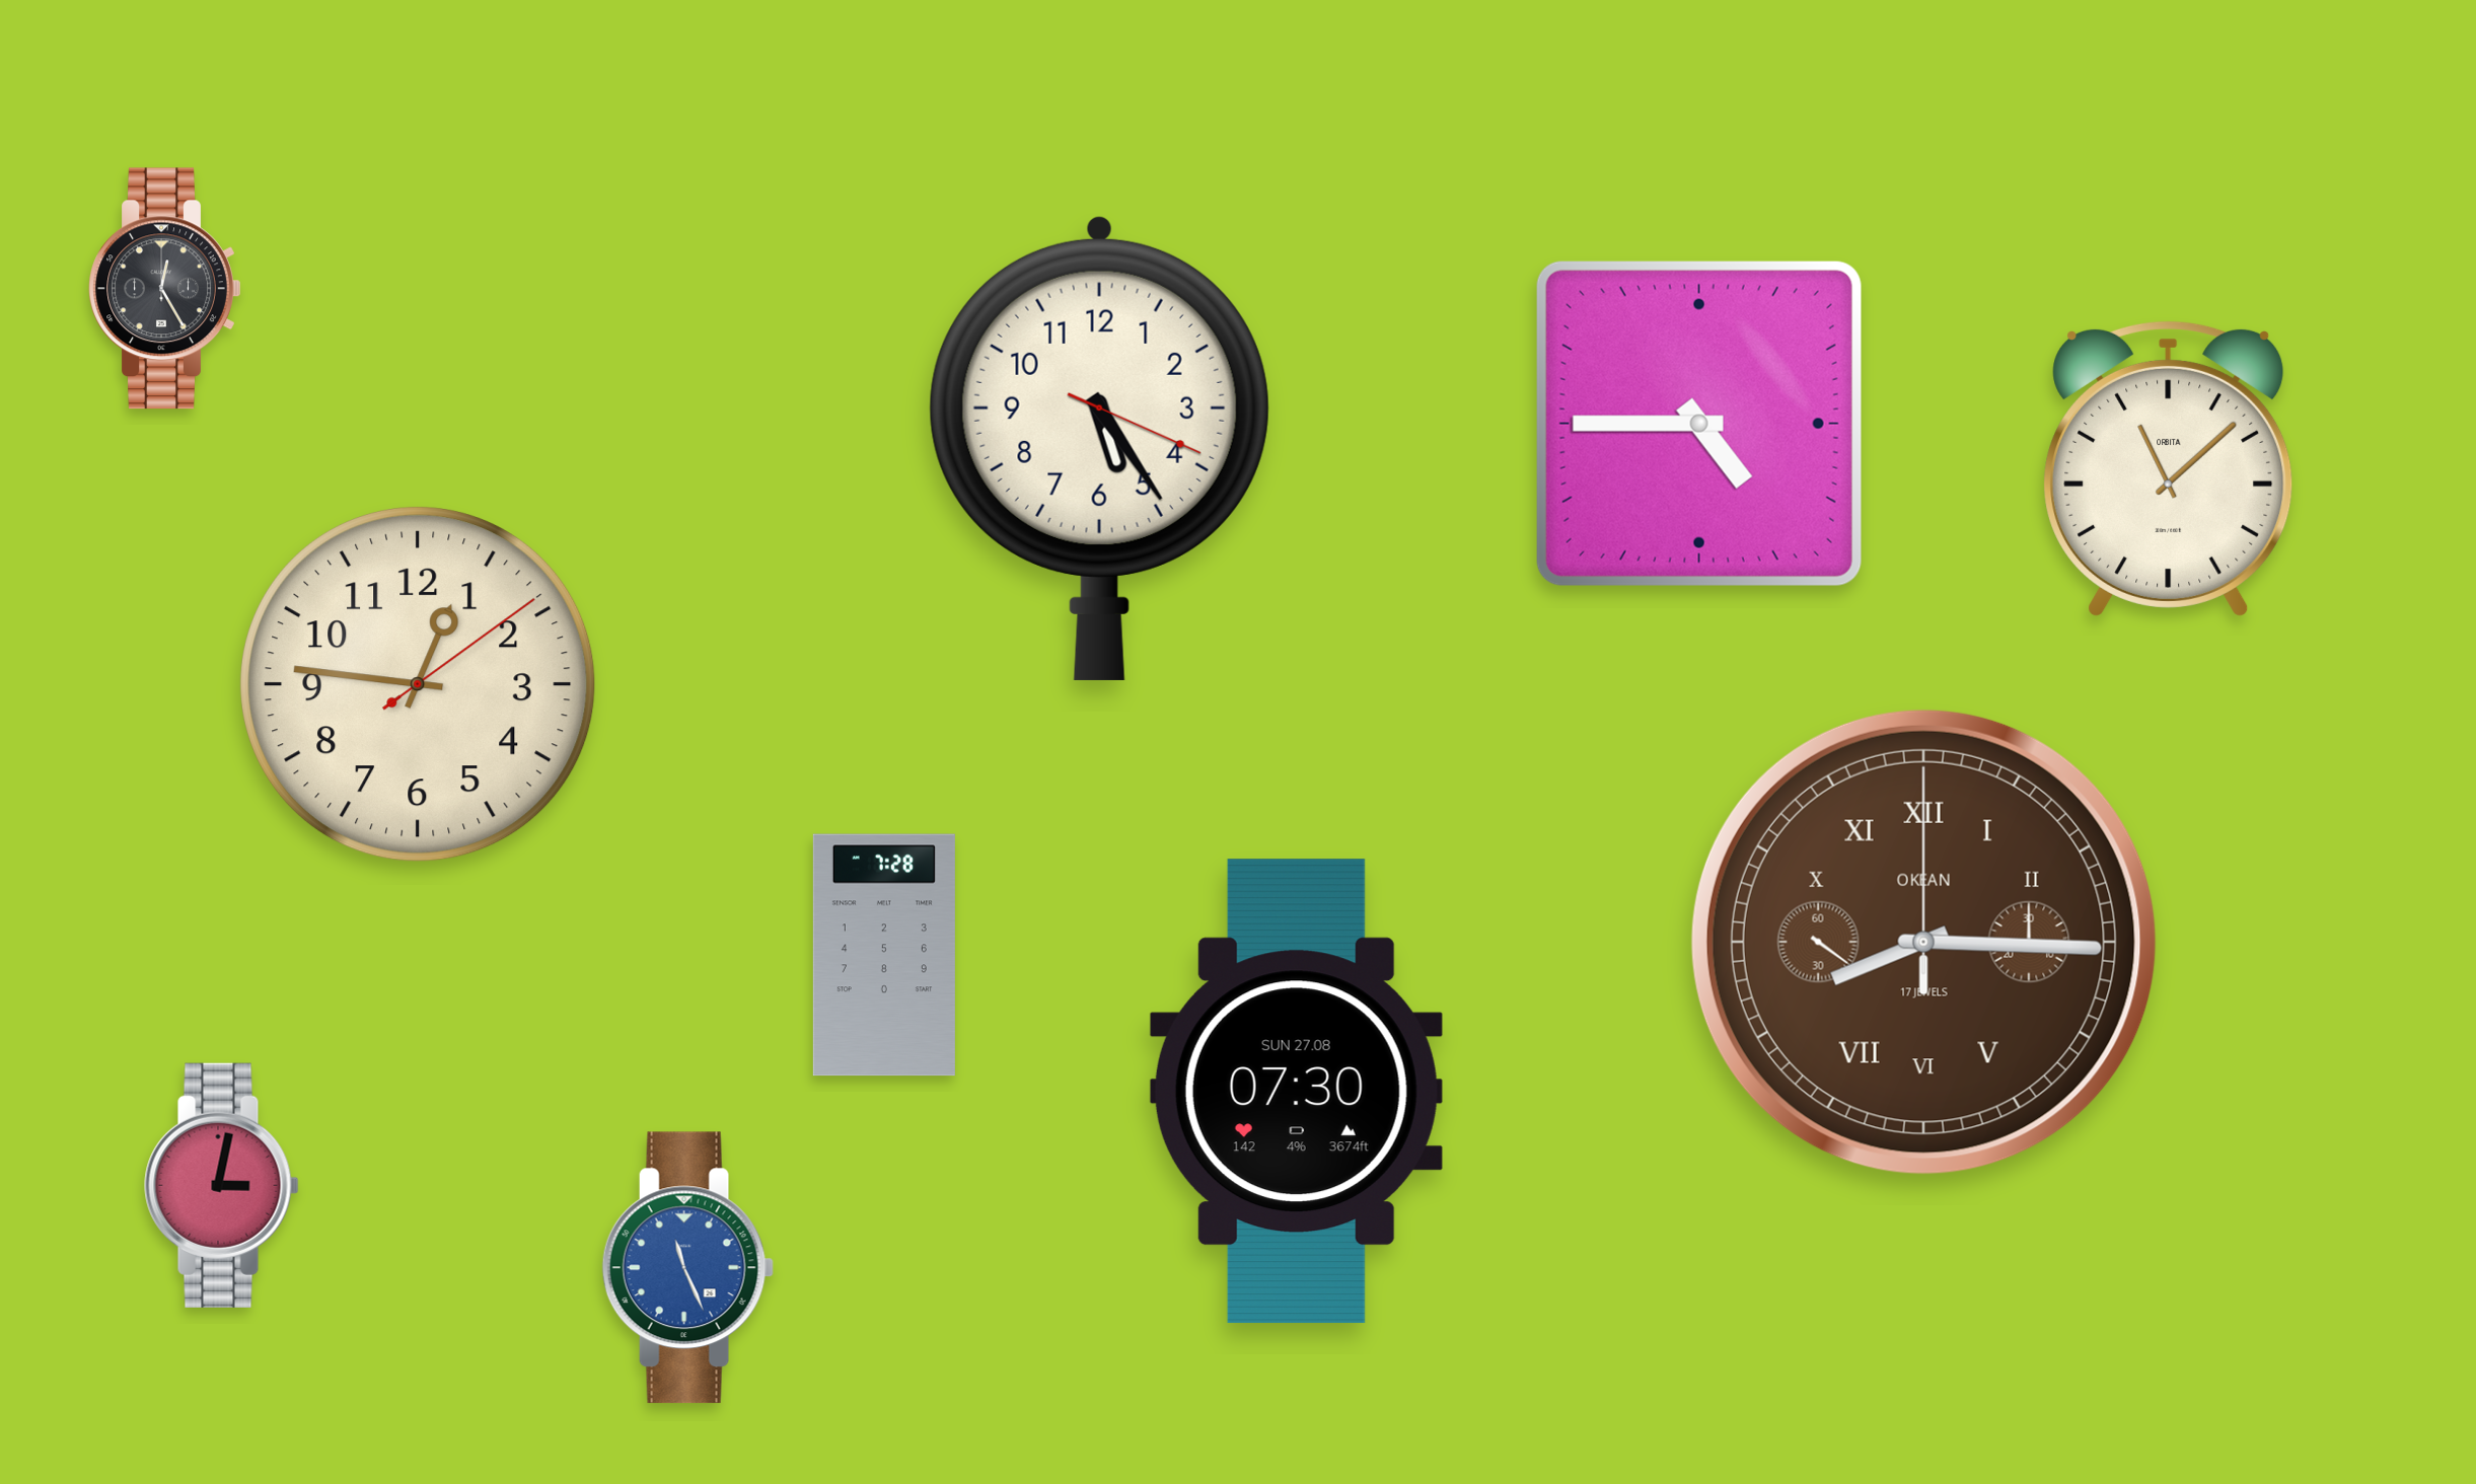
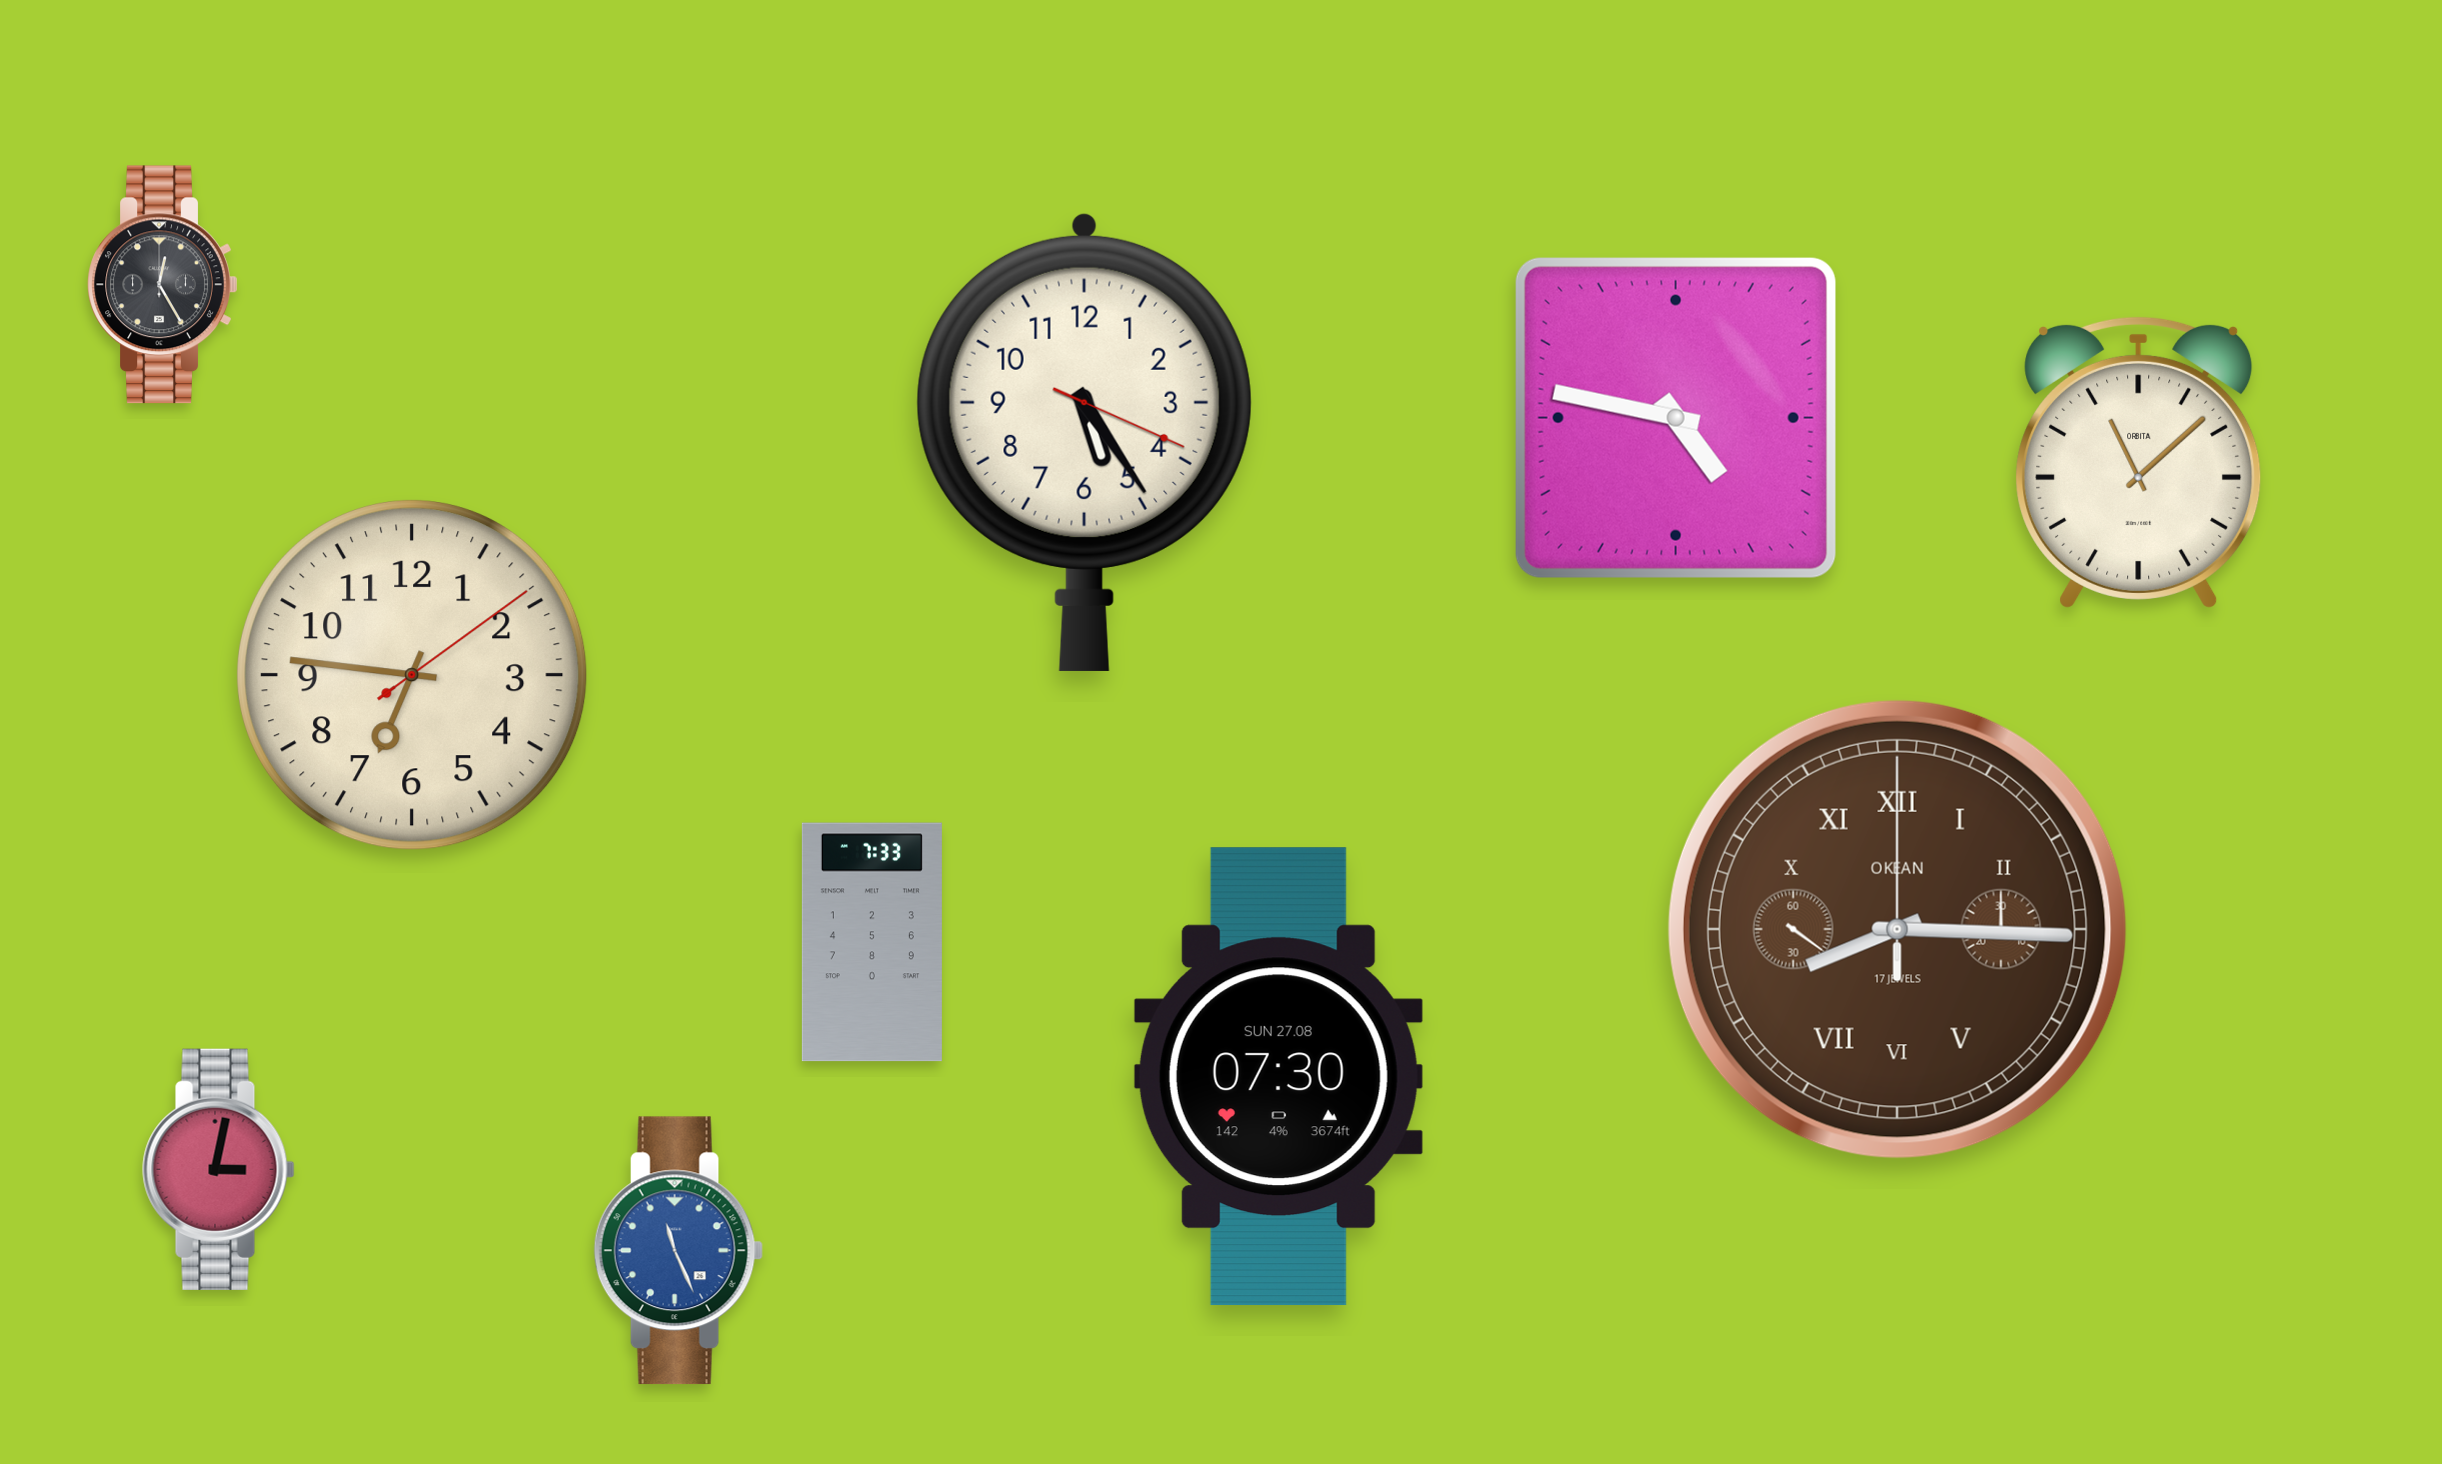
clock at (1699, 424): 4:45 -> 4:47
clock at (419, 685): 12:46 -> 6:46
clock at (884, 955): 7:28 -> 7:33
